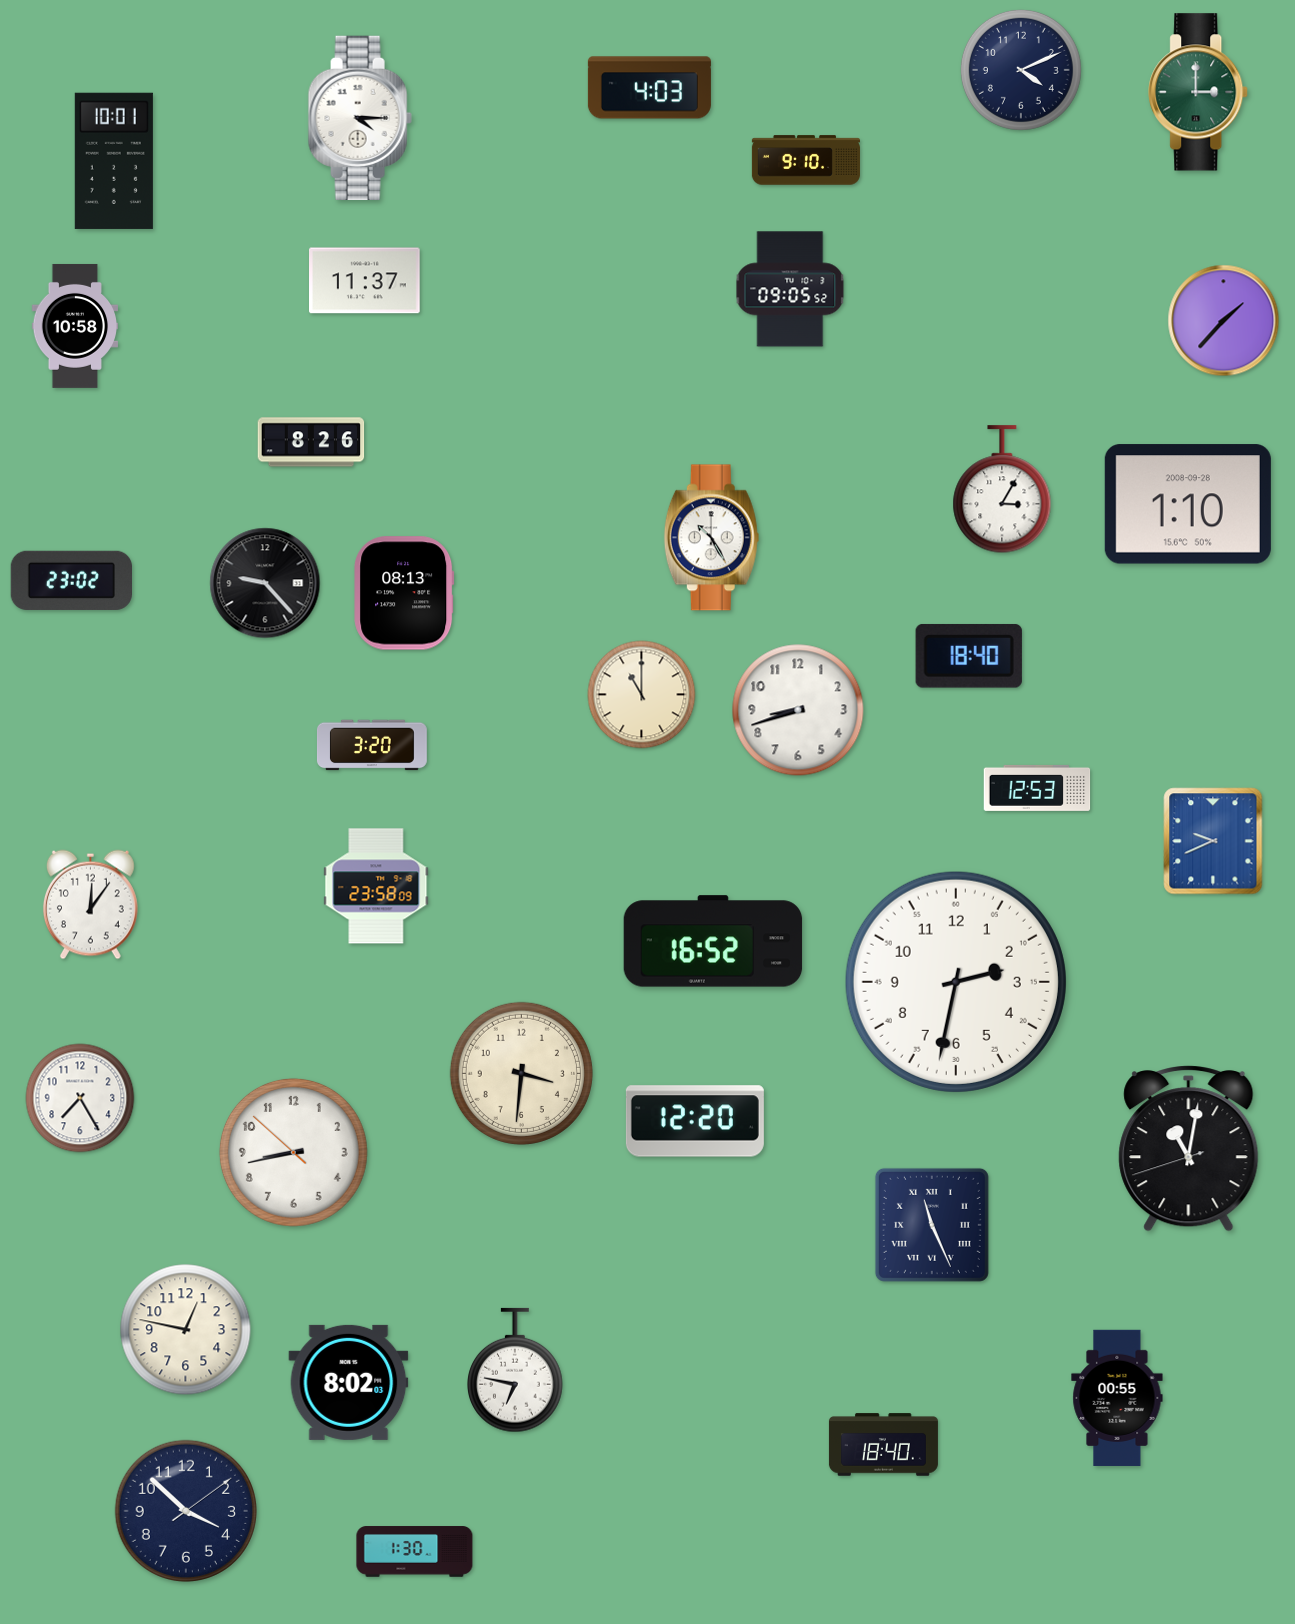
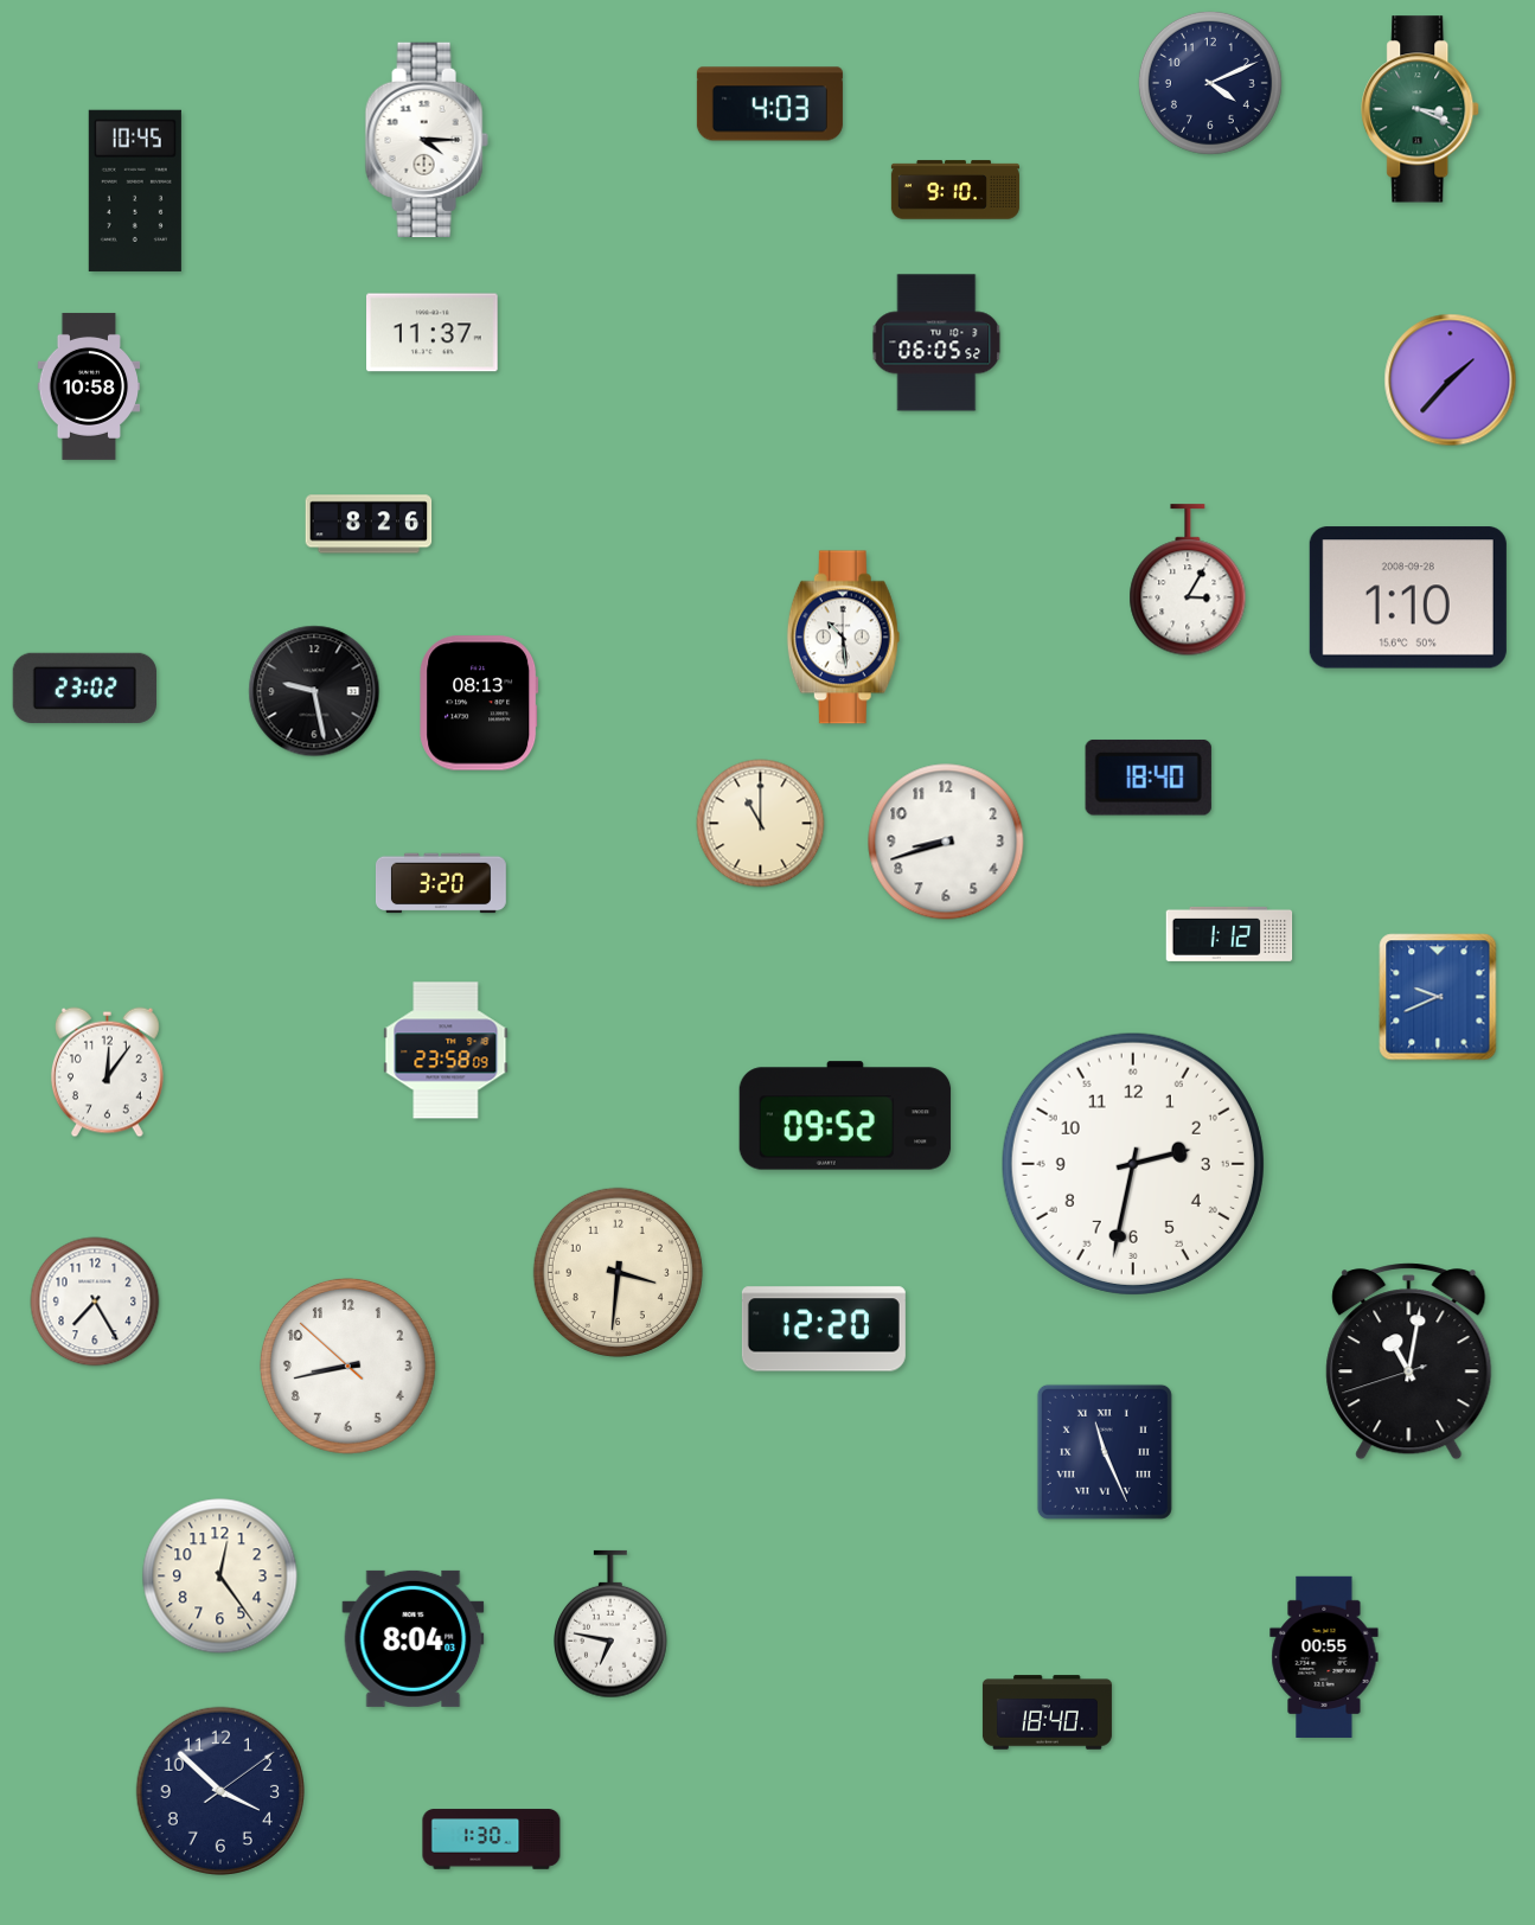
clock at (1199, 92): 3:00 -> 3:19
clock at (114, 161): 10:01 -> 10:45
clock at (790, 289): 09:05 -> 06:05
clock at (711, 538): 10:25 -> 10:29
clock at (265, 583): 9:23 -> 9:28
clock at (1037, 788): 12:53 -> 1:12
clock at (713, 941): 16:52 -> 09:52
clock at (186, 1330): 12:47 -> 12:24
clock at (349, 1382): 8:02 -> 8:04
